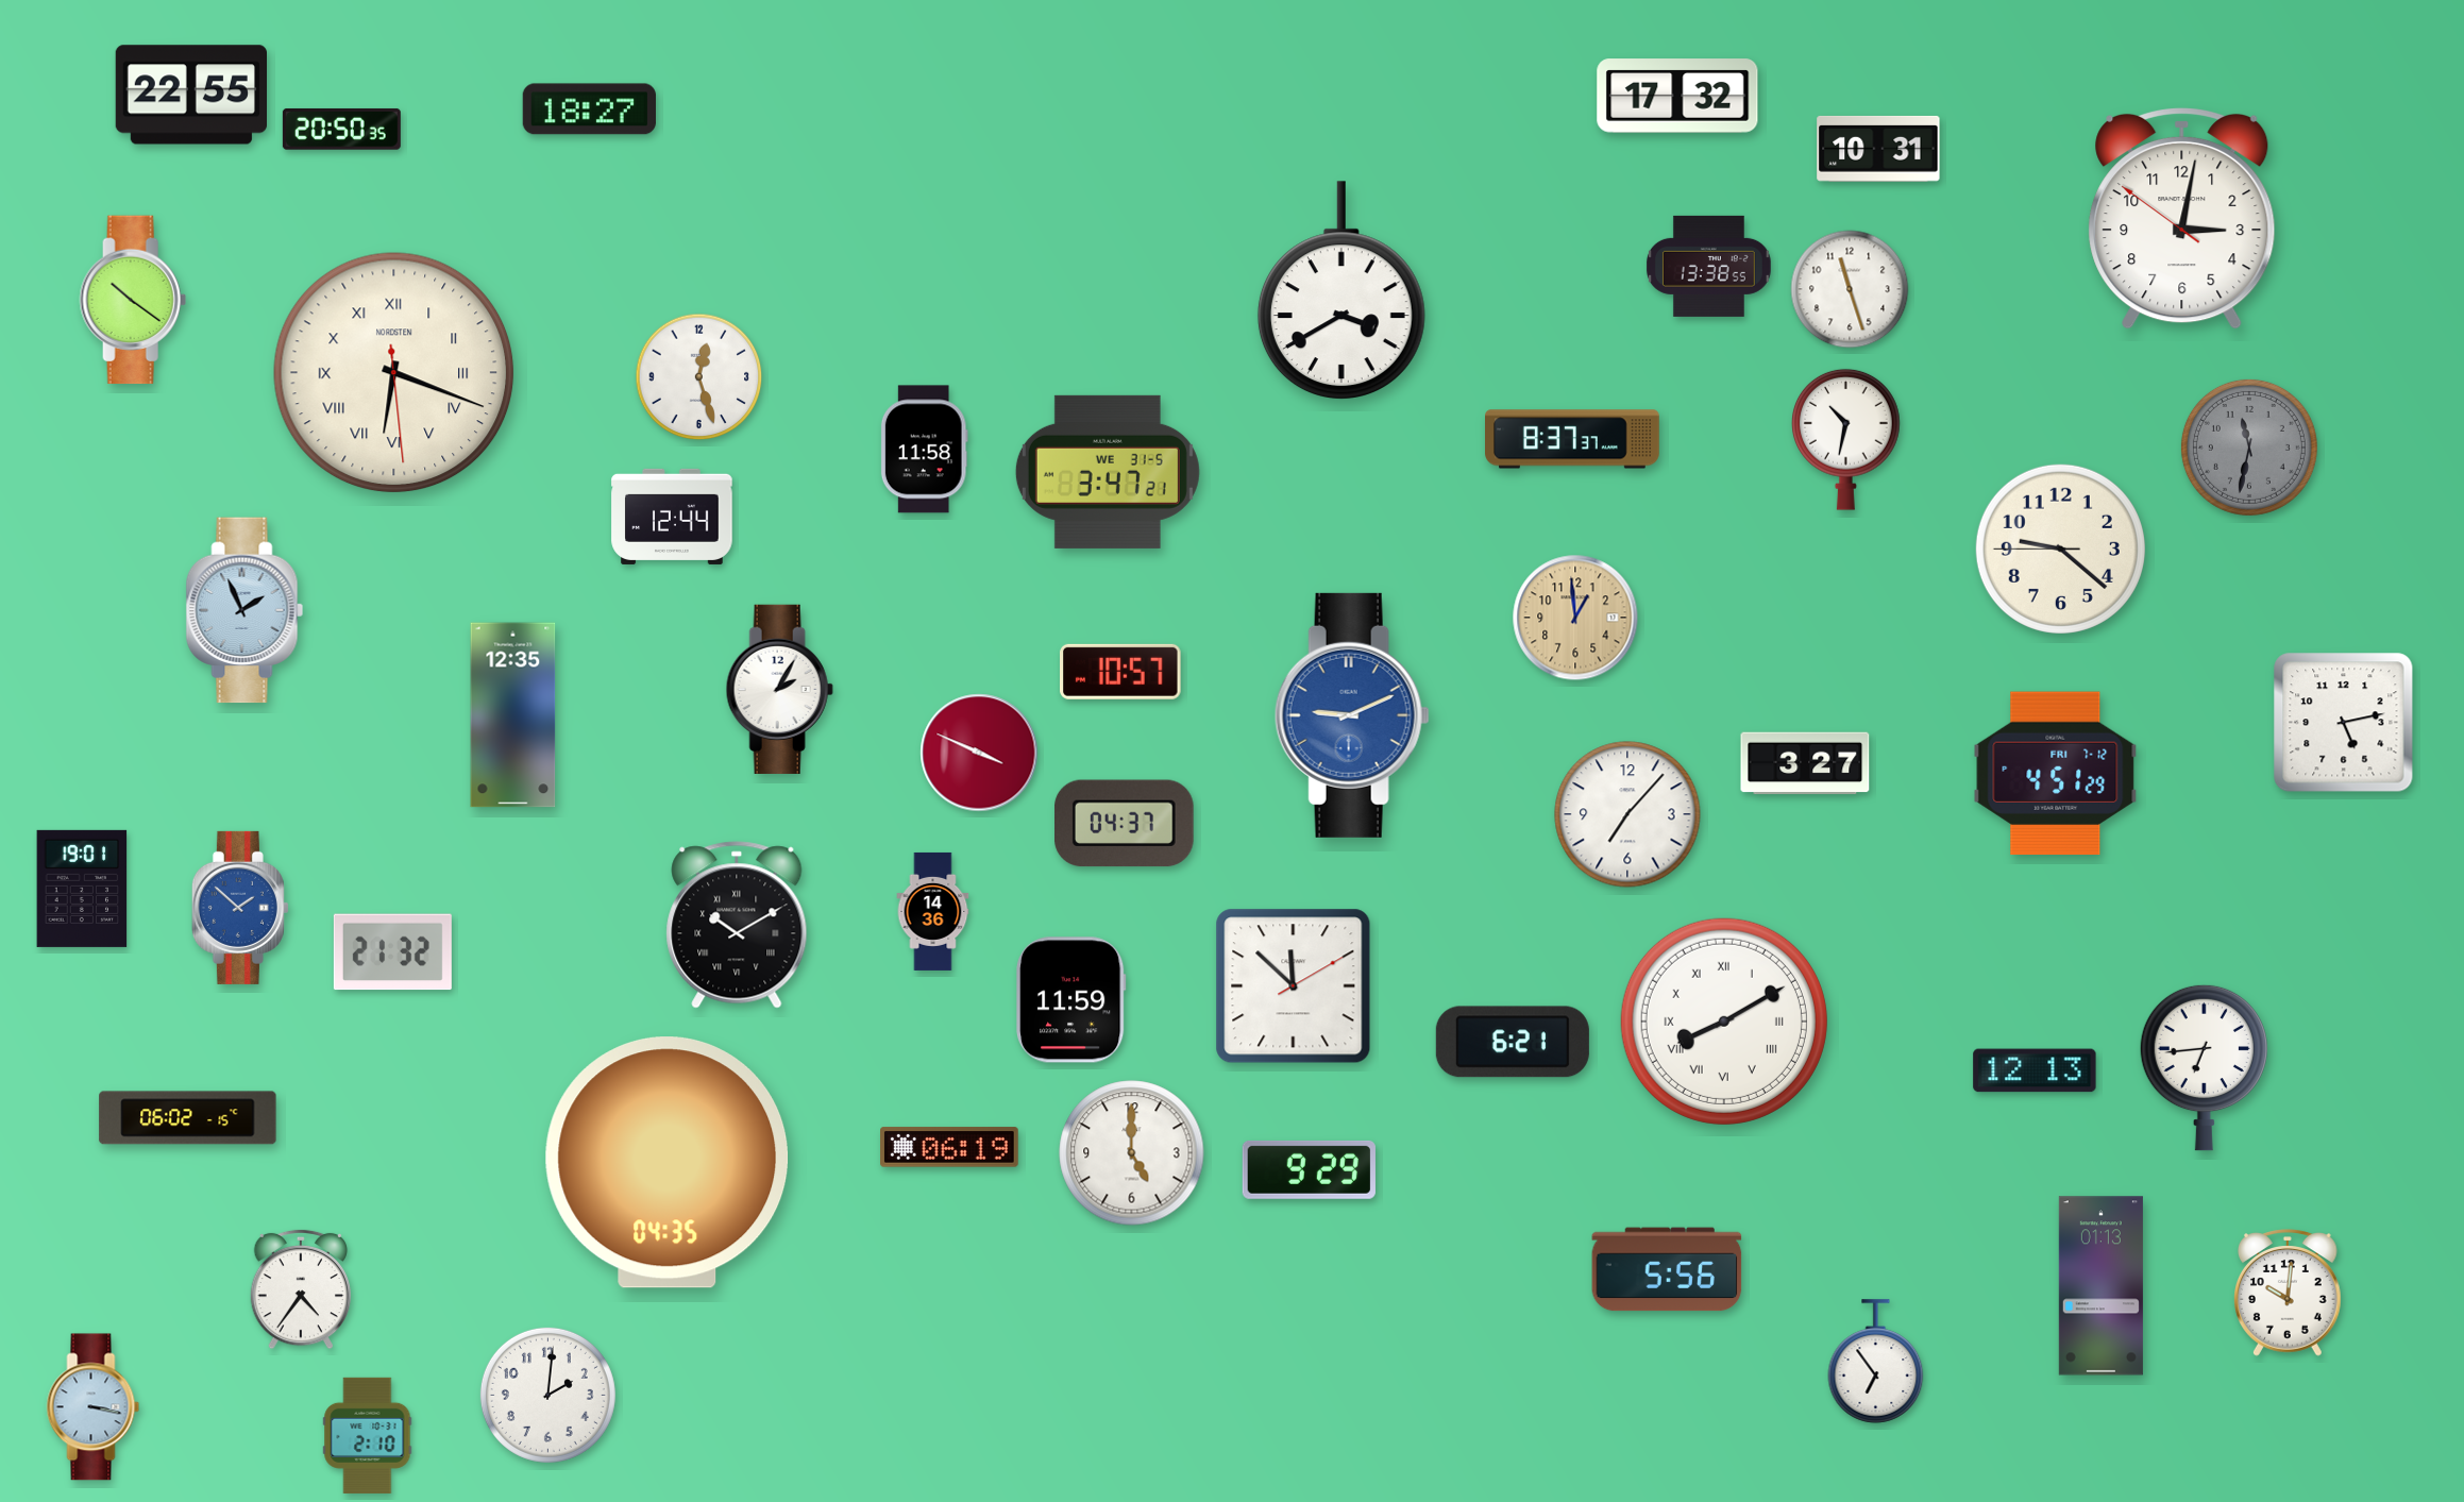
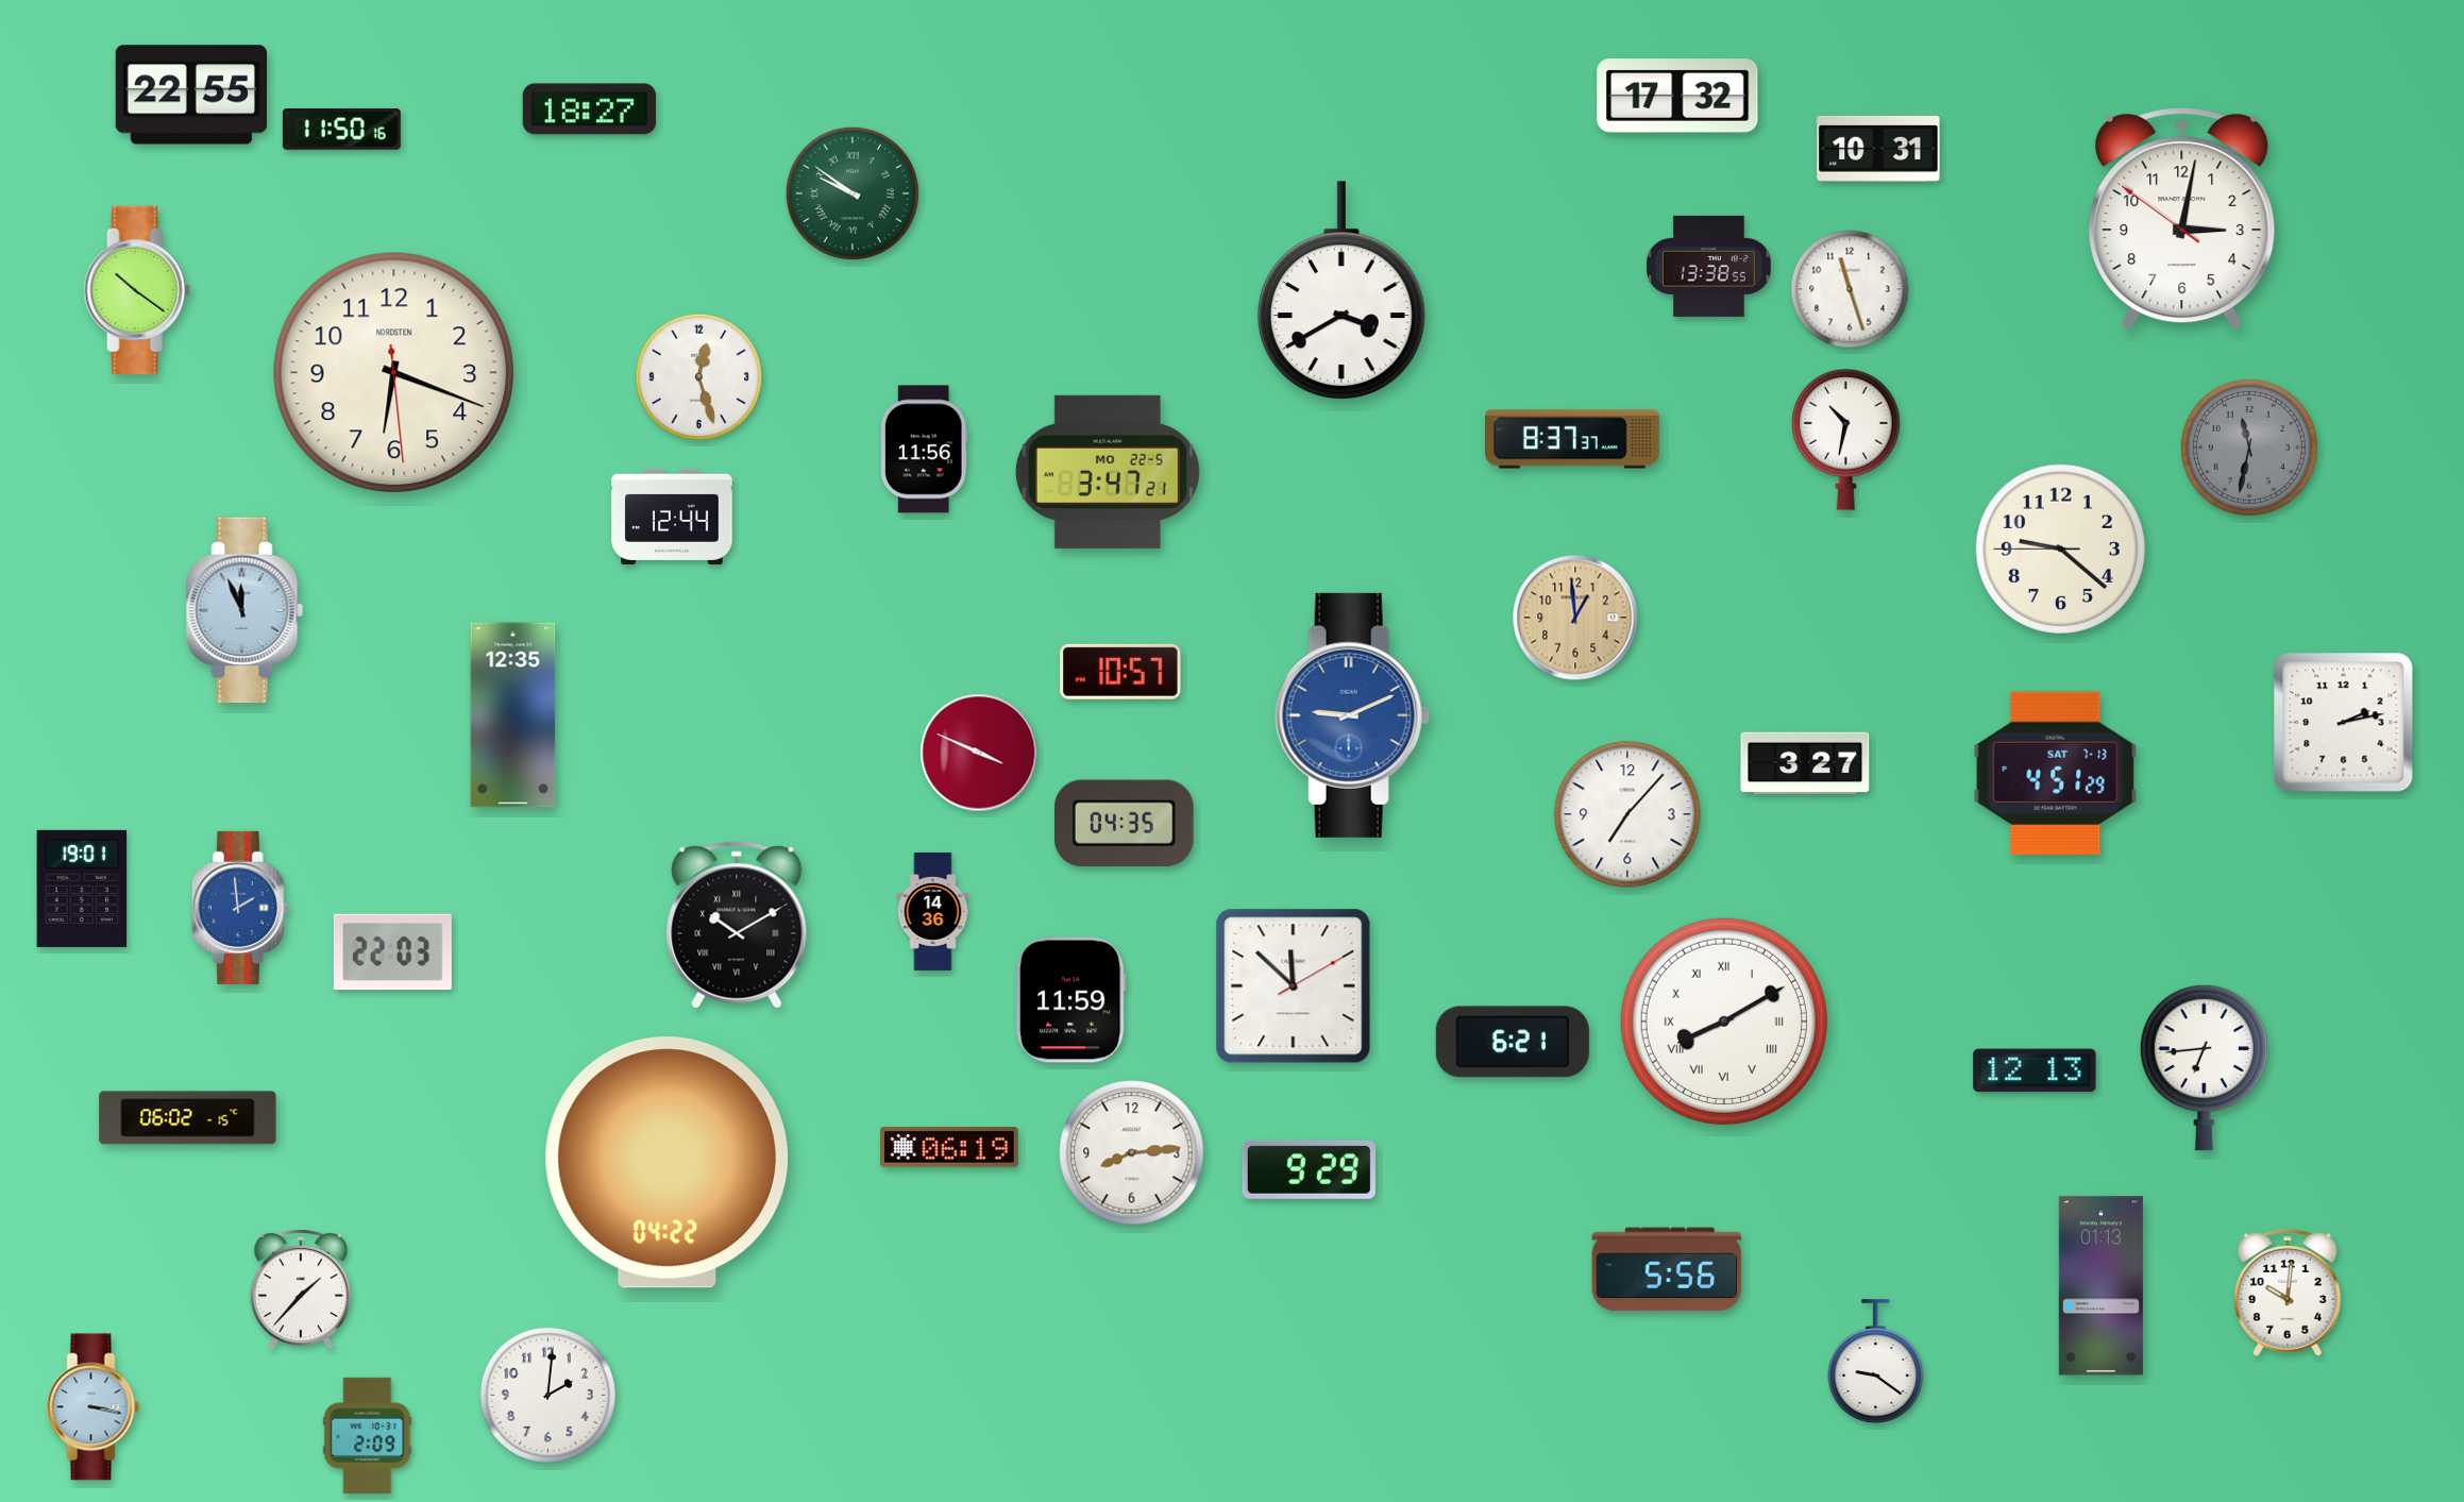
clock at (341, 130): 20:50 -> 11:50
clock at (853, 193): none -> 9:51
clock at (133, 300) position: (133, 300) -> (137, 290)
clock at (394, 373) numerals: Roman -> Arabic
clock at (924, 450): 11:58 -> 11:56
clock at (1108, 472) date: WE 31-5 -> MO 22-5
clock at (244, 610): 1:56 -> 11:56
clock at (779, 689): 2:05 -> none
clock at (2344, 723): 5:13 -> 2:13
clock at (2056, 774) date: FRI 7-12 -> SAT 7-13
clock at (1125, 824): 04:37 -> 04:35
clock at (240, 908): 1:52 -> 1:59
clock at (392, 952): 21:32 -> 22:03
clock at (1132, 1153): 5:00 -> 8:14
clock at (668, 1163): 04:35 -> 04:22
clock at (300, 1289): 4:36 -> 1:37
clock at (1876, 1362): 6:54 -> 9:21
clock at (368, 1435): 2:10 -> 2:09
